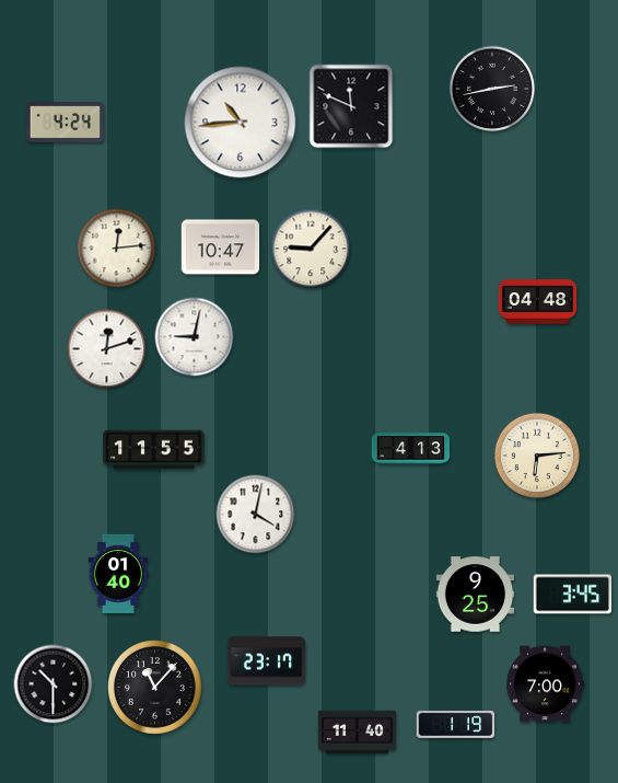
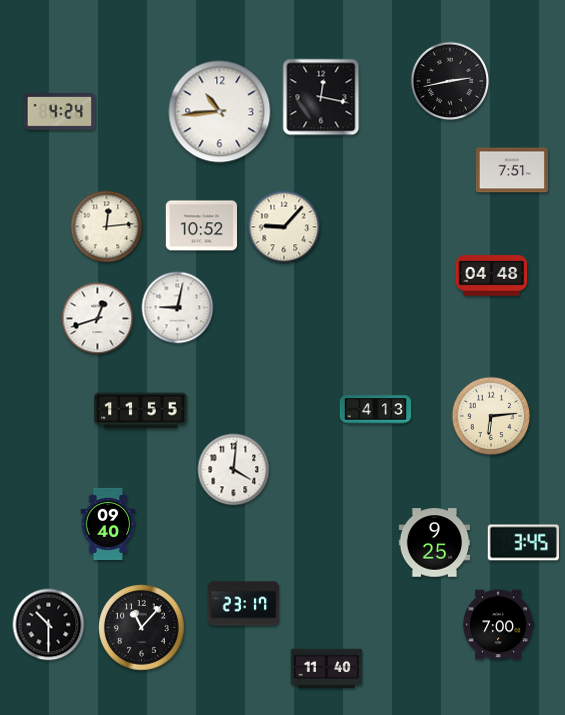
clock at (351, 106): 11:49 -> 12:17
clock at (512, 170): none -> 7:51
clock at (221, 247): 10:47 -> 10:52
clock at (107, 349): 12:12 -> 12:42
clock at (256, 515): 4:02 -> 4:01
clock at (118, 573): 01:40 -> 09:40
clock at (456, 724): 1:19 -> none
